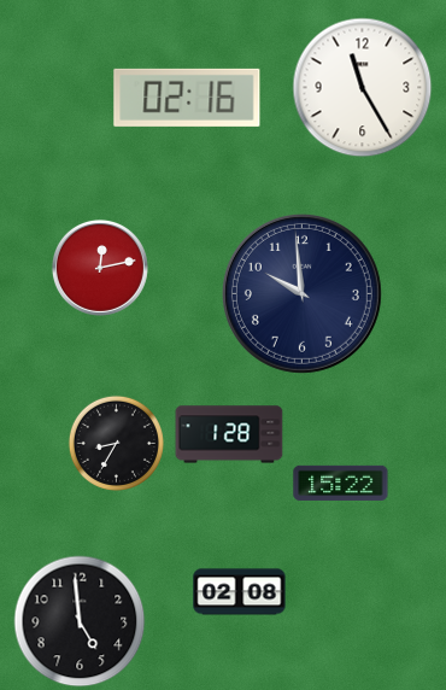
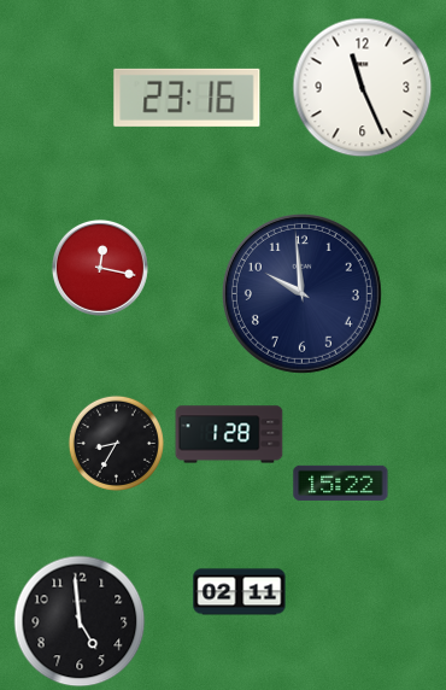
clock at (363, 88): 11:25 -> 11:26
clock at (187, 98): 02:16 -> 23:16
clock at (100, 268): 12:13 -> 12:17
clock at (240, 592): 02:08 -> 02:11
